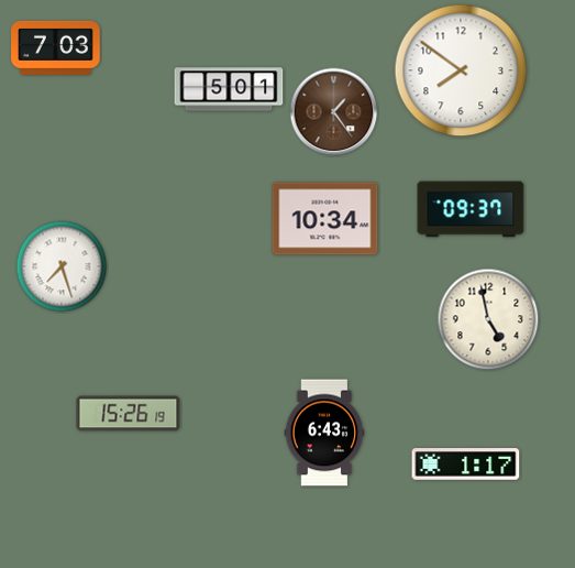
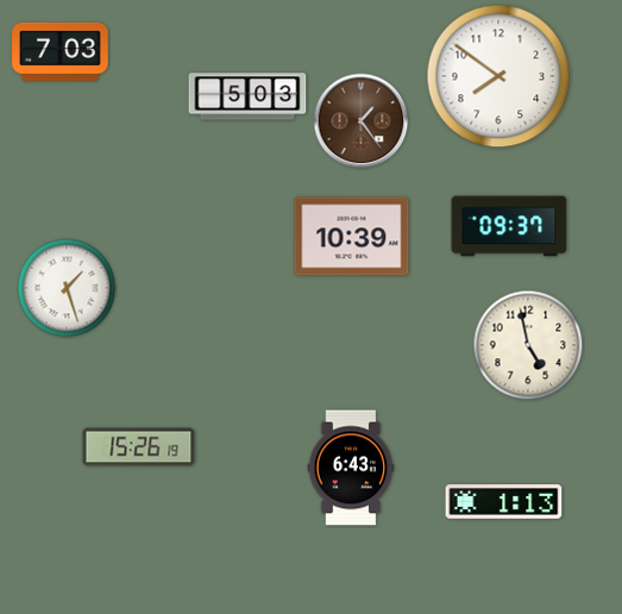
clock at (229, 89): 5:01 -> 5:03
clock at (325, 219): 10:34 -> 10:39
clock at (62, 266): 7:27 -> 1:27
clock at (466, 465): 1:17 -> 1:13
